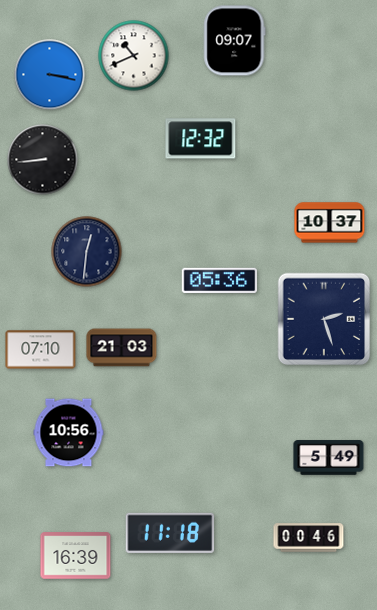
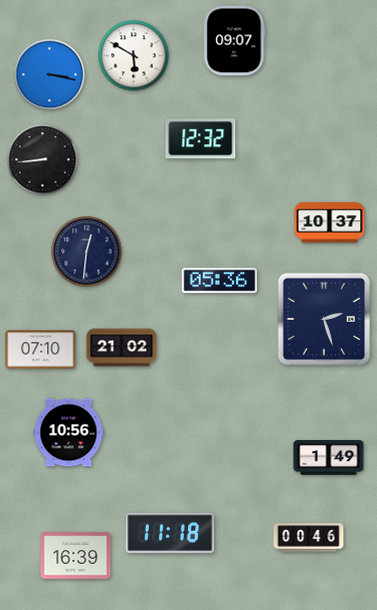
clock at (134, 56): 10:41 -> 5:50
clock at (122, 348): 21:03 -> 21:02
clock at (329, 458): 5:49 -> 1:49
